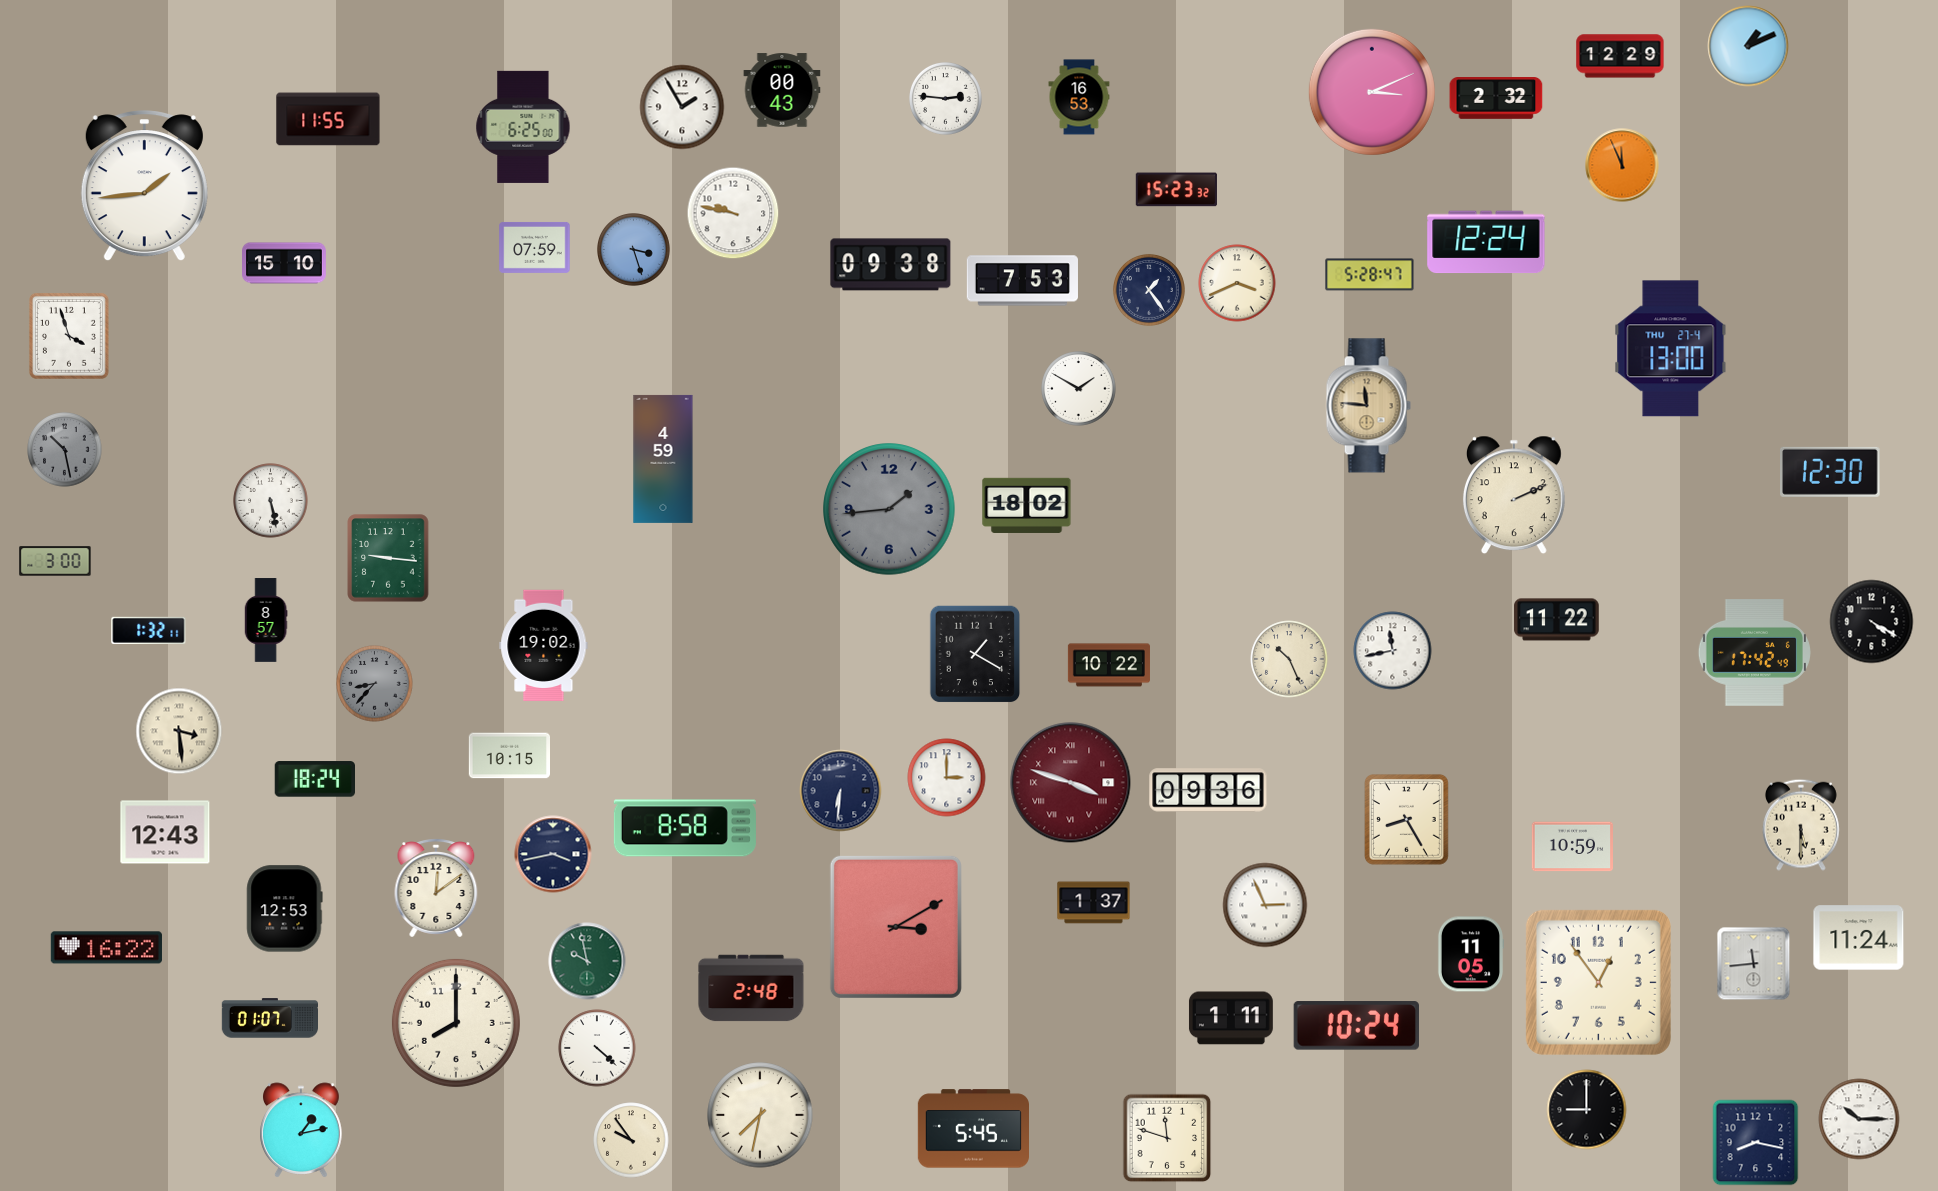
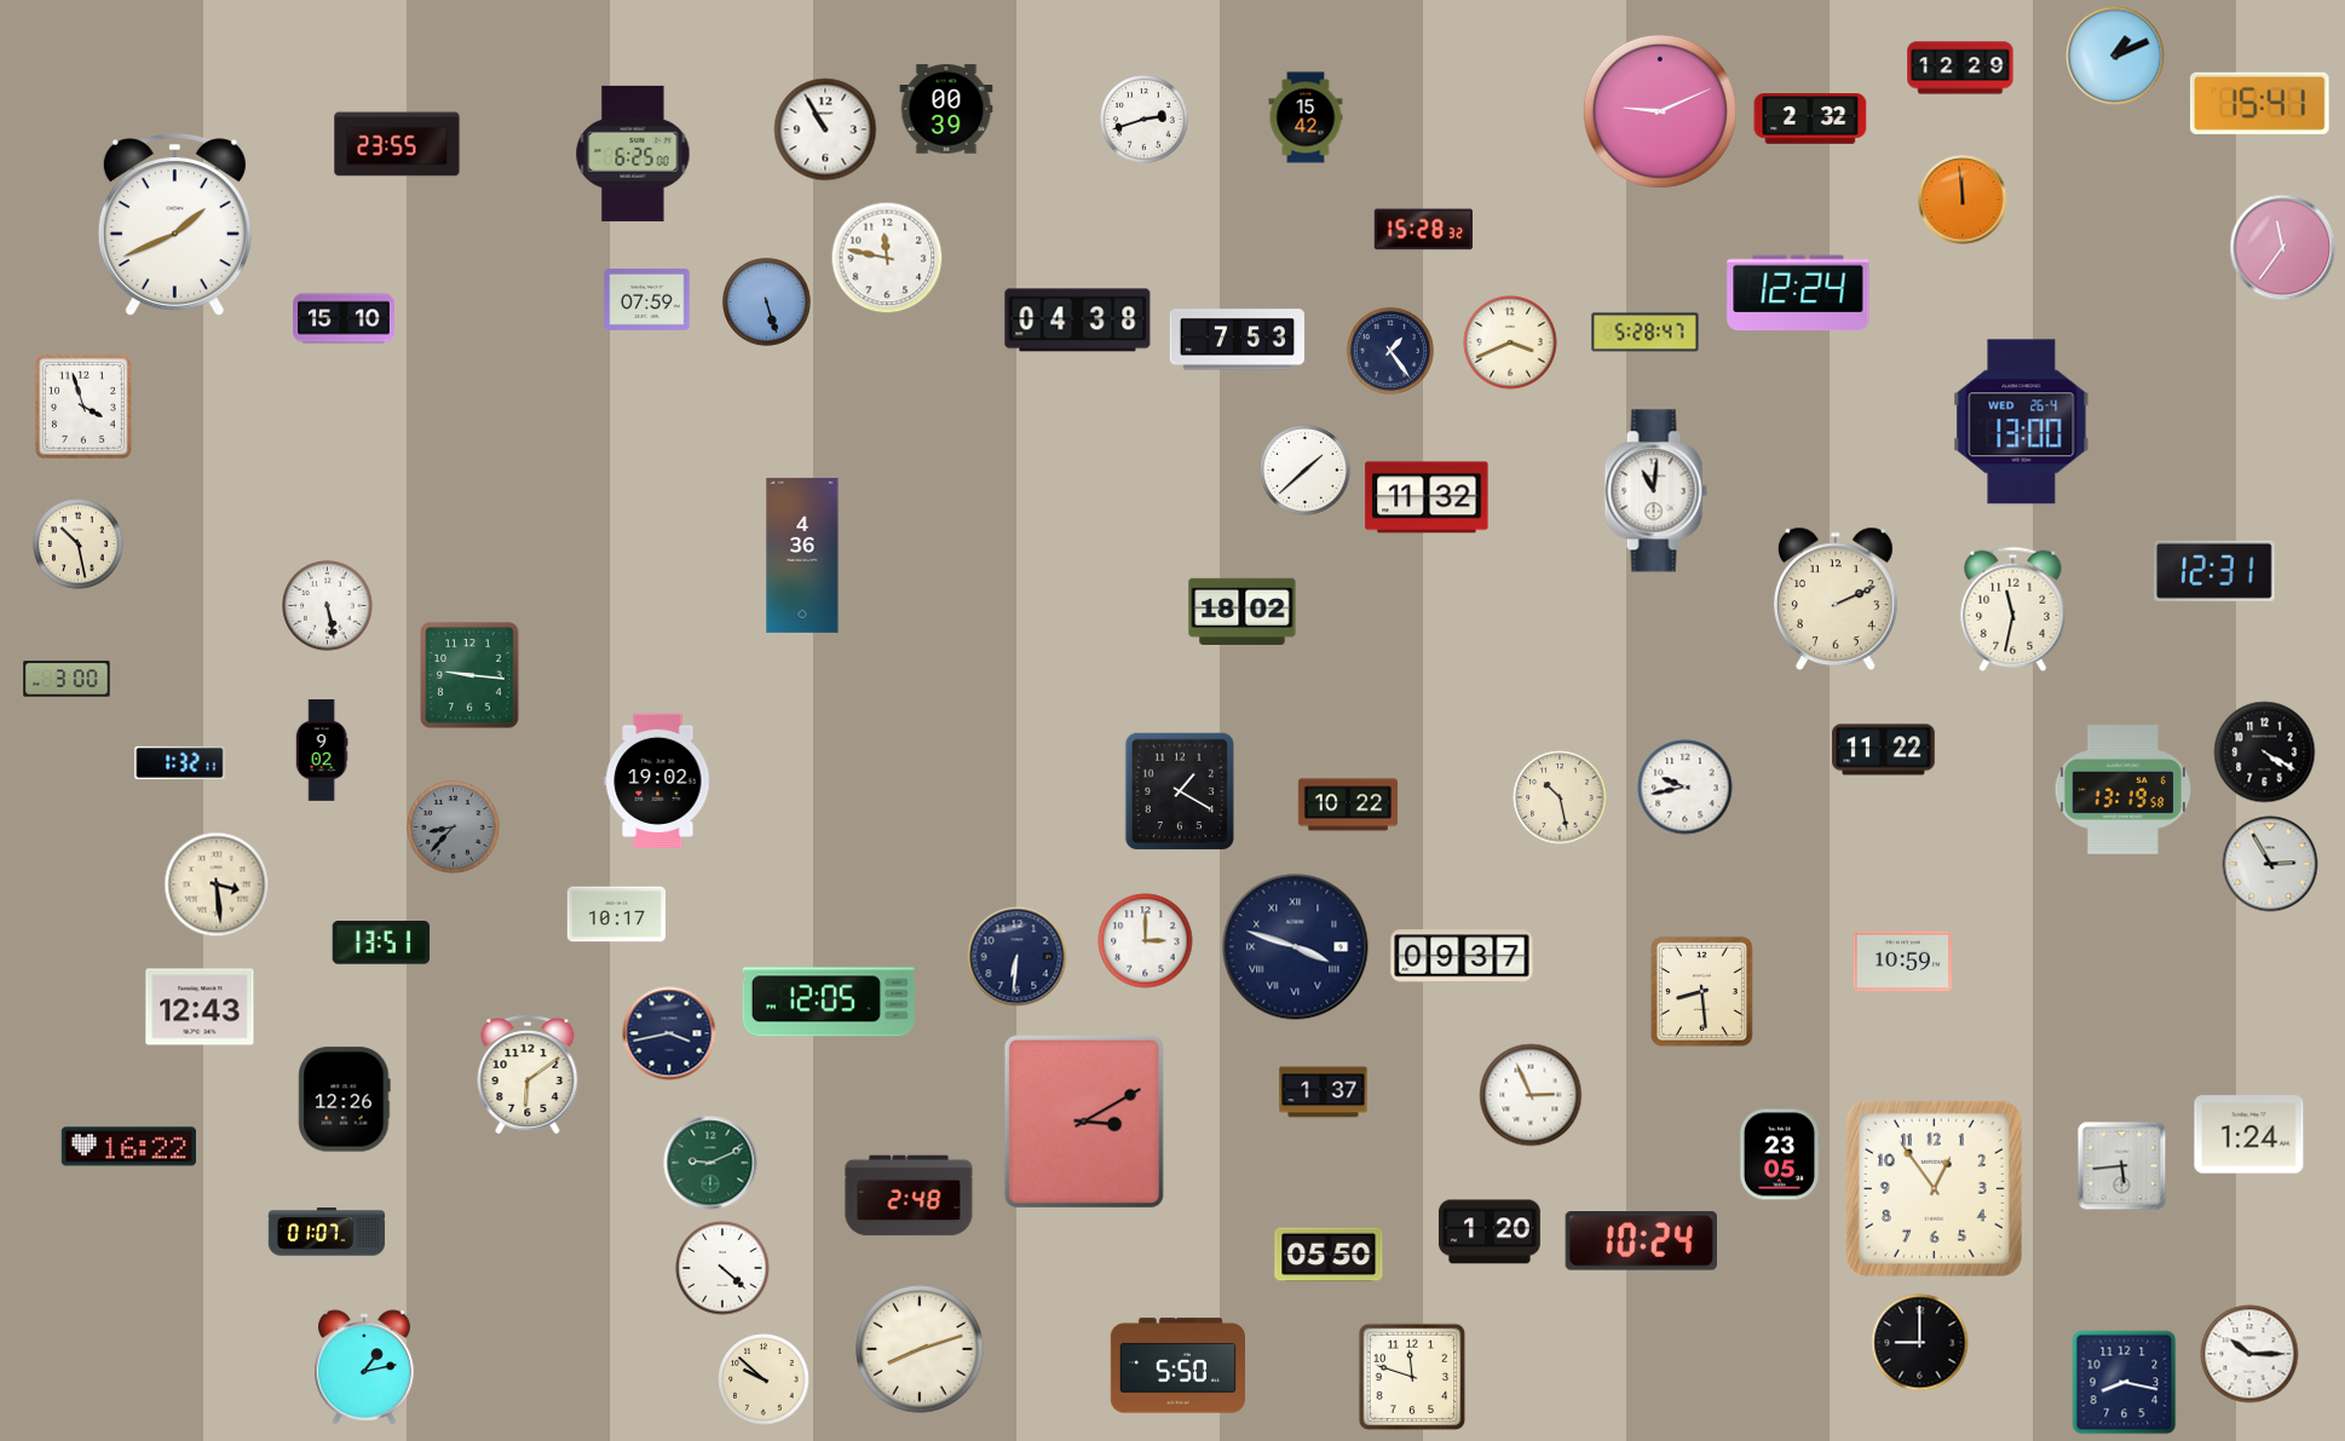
clock at (2259, 103): none -> 15:41
clock at (782, 90): 00:43 -> 00:39
clock at (1372, 92): 3:11 -> 9:11
clock at (1079, 97): 16:53 -> 15:42
clock at (946, 99): 2:46 -> 2:42
clock at (682, 107): 1:55 -> 10:55
clock at (328, 119): 11:55 -> 23:55
clock at (1622, 165): 11:56 -> 11:59
clock at (144, 186): 1:44 -> 1:41
clock at (1176, 190): 15:23 -> 15:28
clock at (2283, 248): none -> 11:36
clock at (733, 213): 9:47 -> 11:47
clock at (634, 250): 3:27 -> 5:27
clock at (891, 265): 09:38 -> 04:38
clock at (1370, 275) position: (1370, 275) -> (1646, 333)
clock at (1237, 283) position: (1237, 283) -> (1510, 342)
clock at (1671, 349) date: THU 27-4 -> WED 26-4
clock at (1079, 389): 1:50 -> 1:38
clock at (1368, 406): 11:46 -> 11:01
clock at (1368, 406) dial: champagne -> white
clock at (1427, 497): none -> 11:32
clock at (65, 450) dial: grey -> cream
clock at (663, 459): 4:59 -> 4:36
clock at (1831, 472): 12:30 -> 12:31
clock at (1514, 495) position: (1514, 495) -> (1836, 599)
clock at (2013, 609): none -> 11:32
clock at (889, 509): 1:44 -> none
clock at (266, 620): 8:57 -> 9:02
clock at (1393, 651): 11:43 -> 9:43
clock at (1754, 653): 17:42 -> 13:19
clock at (1289, 659): 10:26 -> 10:28
clock at (1109, 665) position: (1109, 665) -> (1348, 805)
clock at (2270, 864): none -> 2:55
clock at (509, 756): 10:15 -> 10:17
clock at (315, 779): 18:24 -> 13:51
clock at (1071, 783) dial: burgundy -> navy
clock at (1208, 790): 09:36 -> 09:37
clock at (1406, 819): 8:25 -> 8:29
clock at (1801, 825): 5:30 -> none
clock at (685, 828): 8:58 -> 12:05
clock at (1572, 847) position: (1572, 847) -> (1902, 962)
clock at (436, 888): 12:09 -> 6:09
clock at (285, 909): 12:53 -> 12:26
clock at (1859, 938): 11:24 -> 1:24
clock at (1471, 954): 11:05 -> 23:05
clock at (587, 961): 9:58 -> 9:11
clock at (1754, 964): 11:44 -> 5:44
clock at (1231, 1018): 1:11 -> 1:20
clock at (456, 1023): 8:00 -> none
clock at (1329, 1255): none -> 05:50
clock at (760, 1115): 7:32 -> 8:12
clock at (973, 1129): 5:45 -> 5:50
clock at (631, 1140): 9:54 -> 9:52
